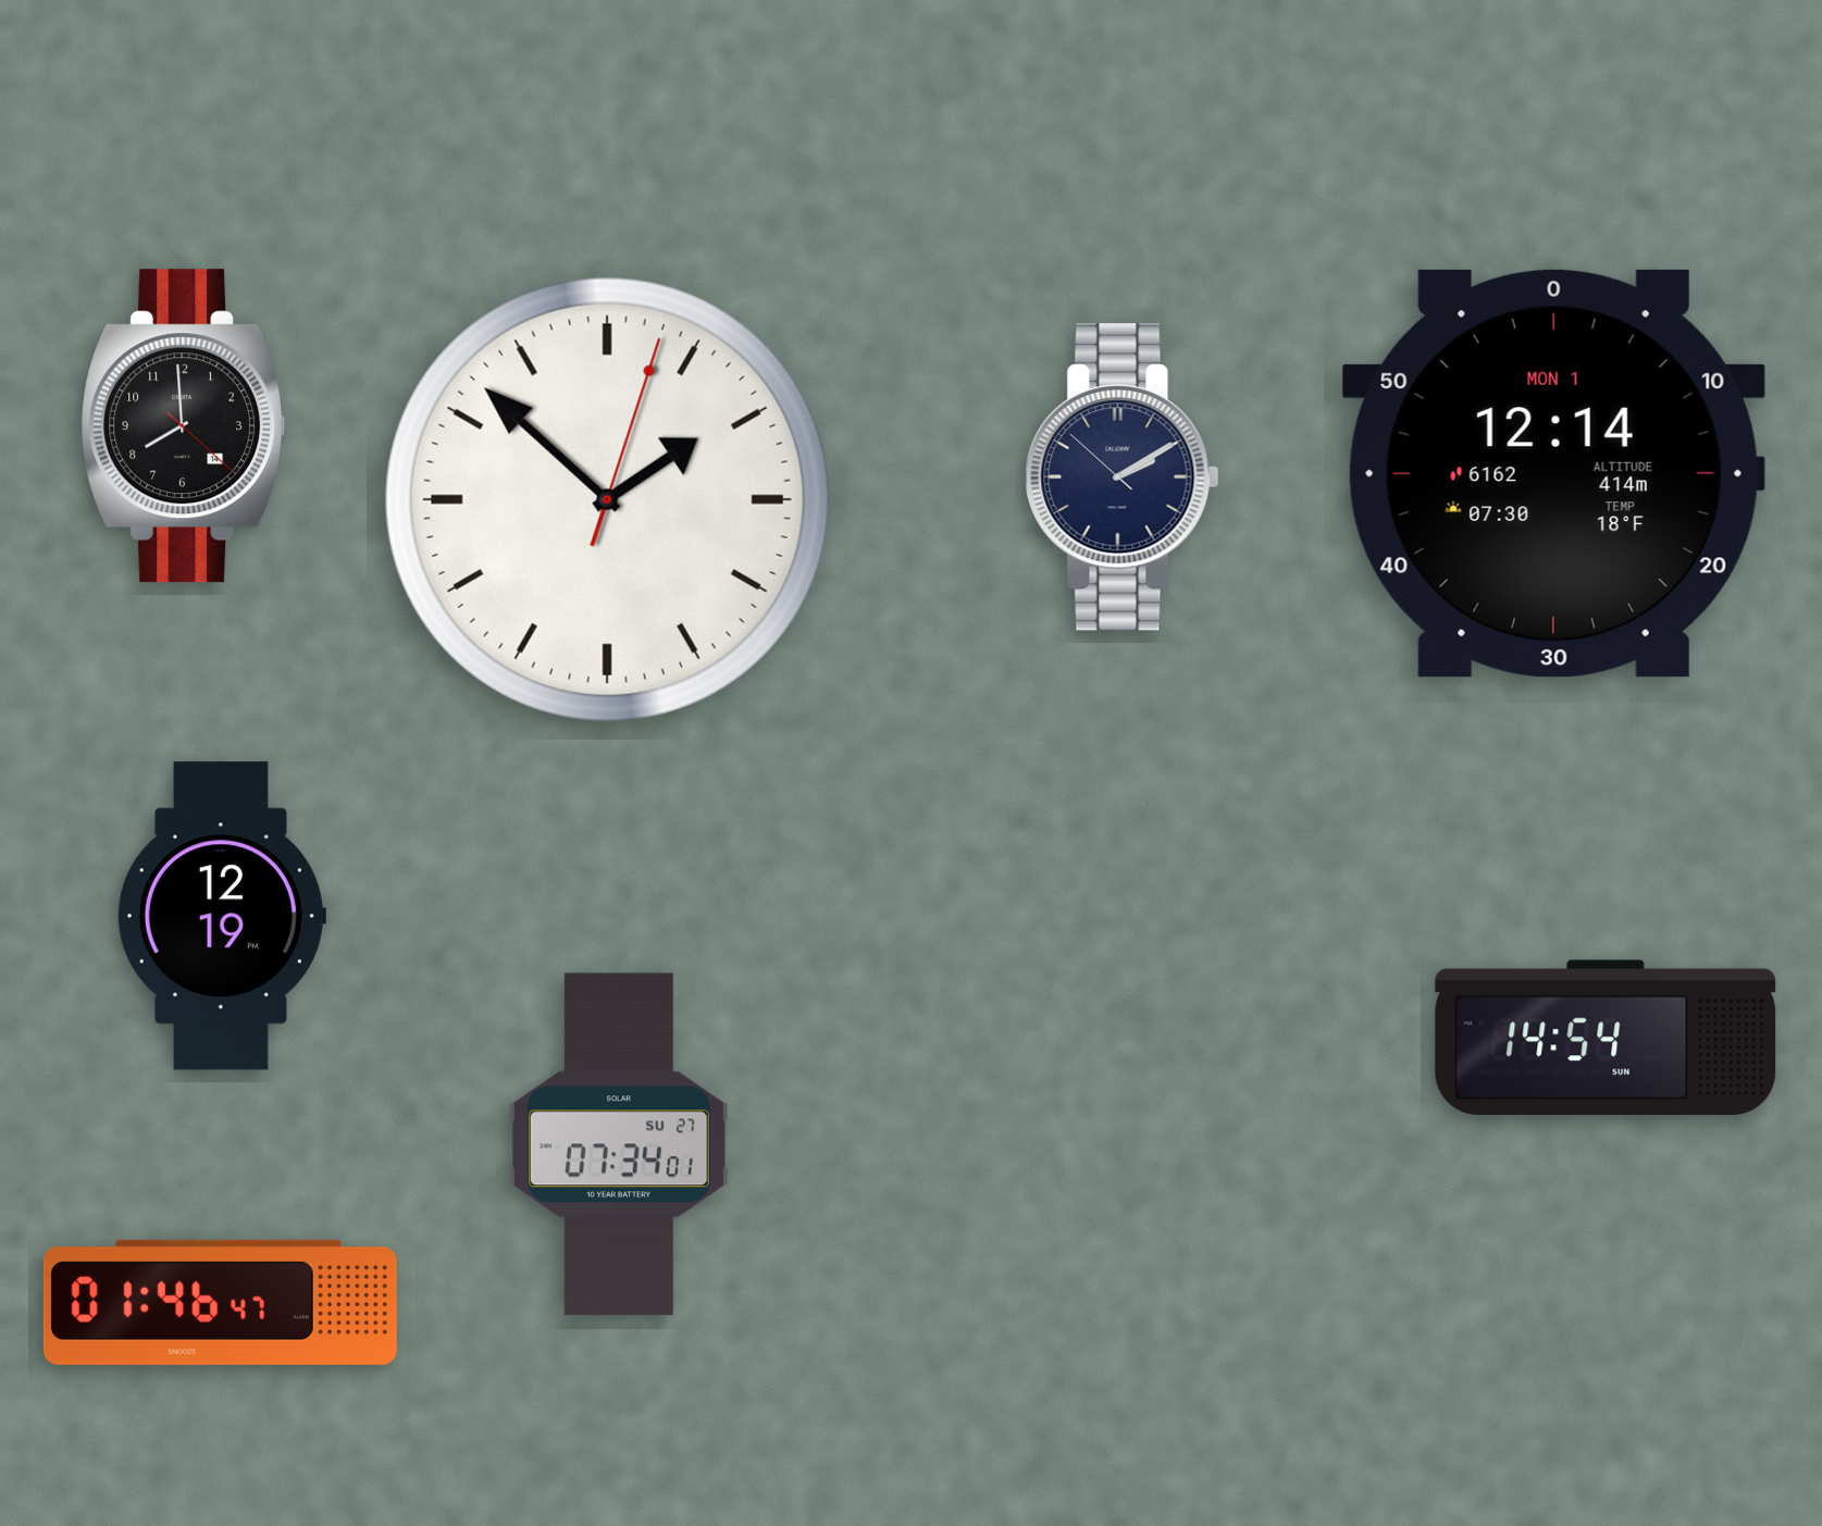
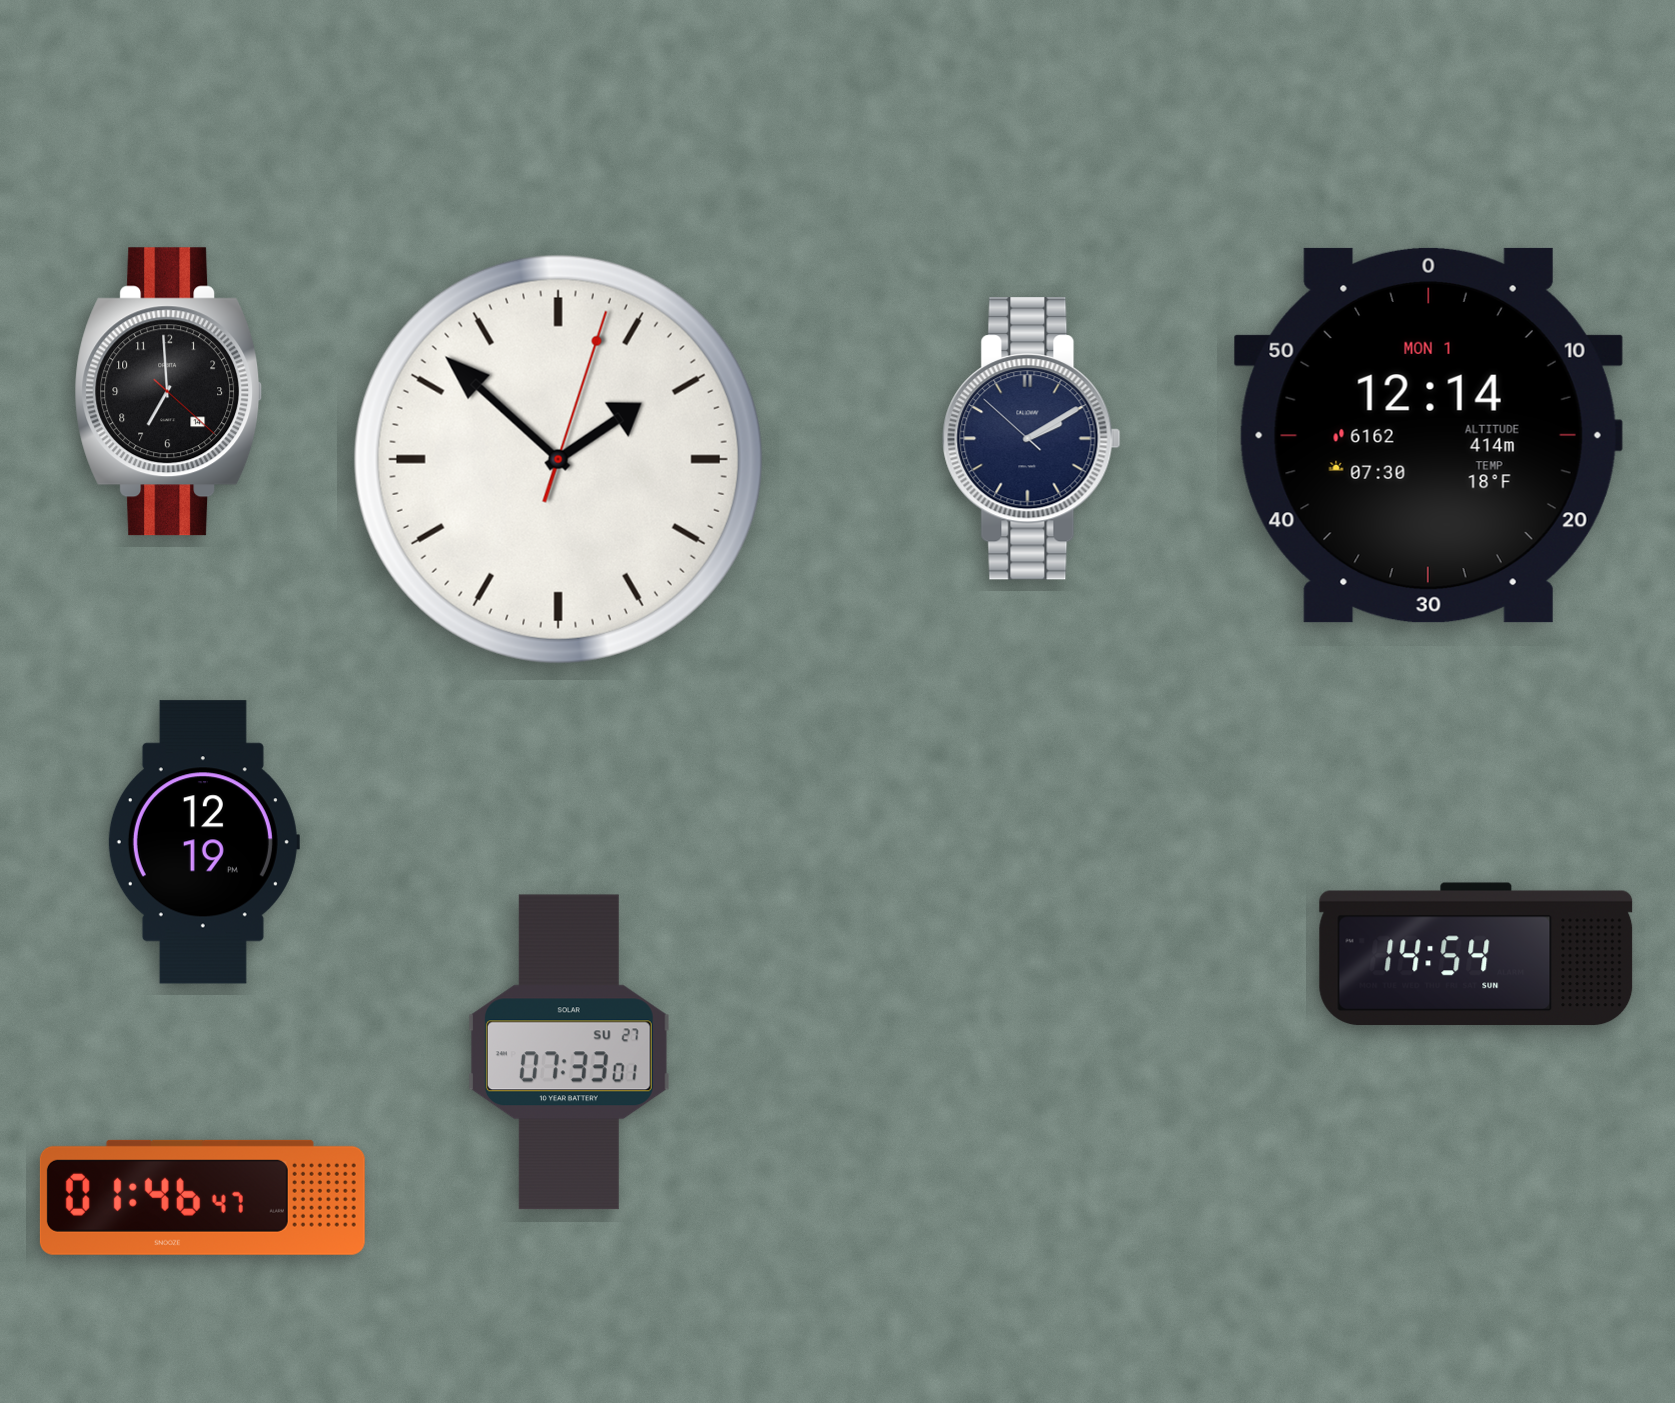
clock at (184, 426): 7:59 -> 6:59
clock at (619, 1144): 07:34 -> 07:33
